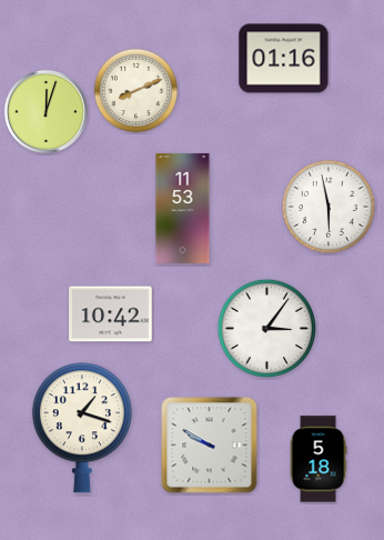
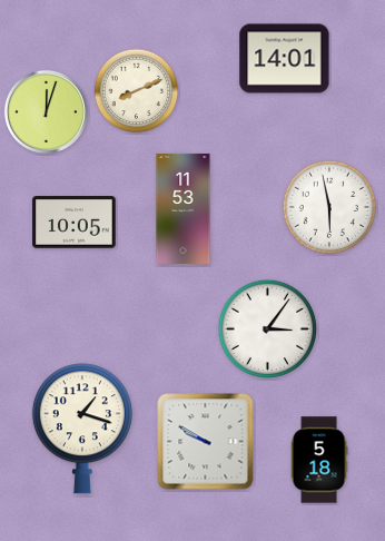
clock at (284, 59): 01:16 -> 14:01
clock at (75, 223): none -> 10:05
clock at (111, 314): 10:42 -> none
clock at (210, 446) position: (210, 446) -> (206, 442)
